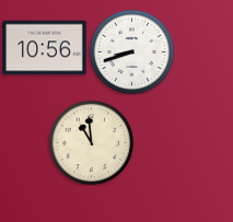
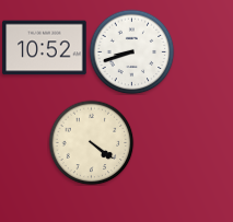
clock at (45, 48): 10:56 -> 10:52
clock at (91, 142): 10:59 -> 4:21
